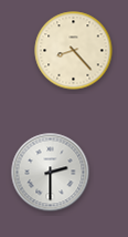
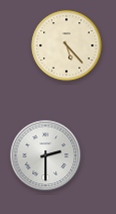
clock at (74, 51): 8:23 -> 5:23
